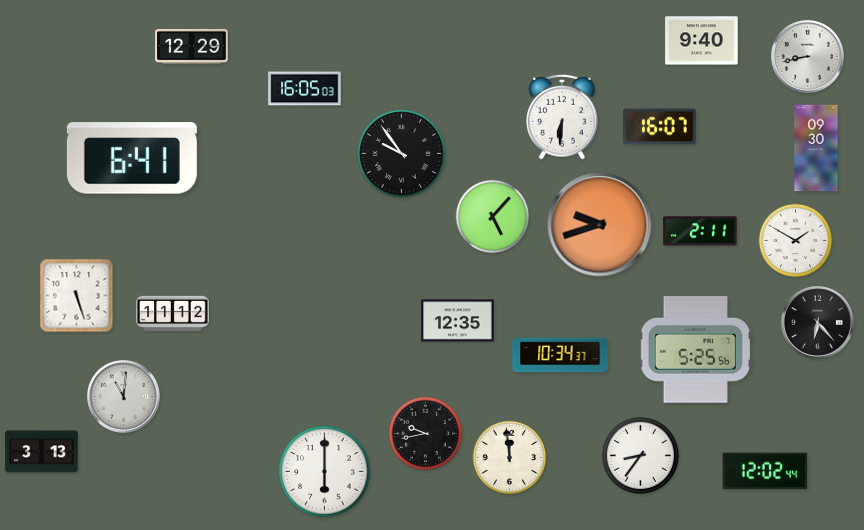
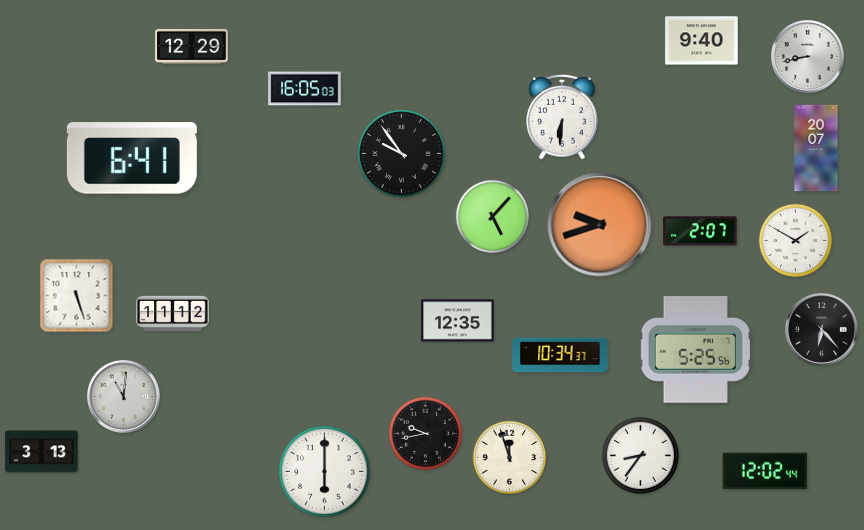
clock at (660, 127): 16:07 -> none
clock at (816, 148): 09:30 -> 20:07
clock at (700, 231): 2:11 -> 2:07
clock at (818, 323) position: (818, 323) -> (822, 330)
clock at (510, 458): 11:59 -> 11:57
